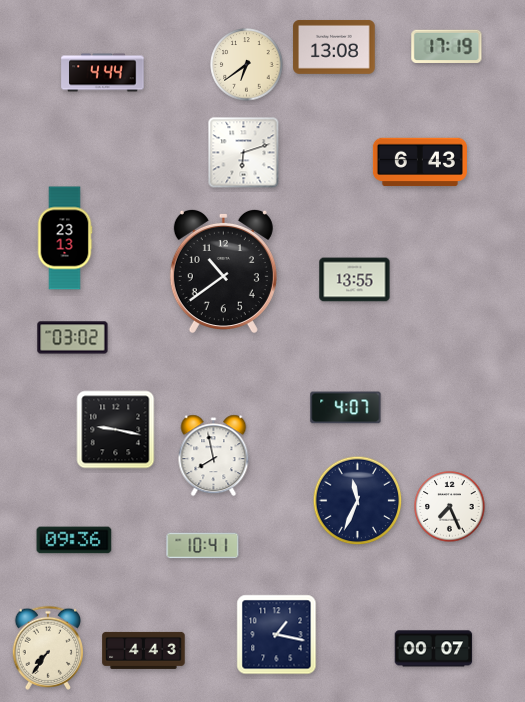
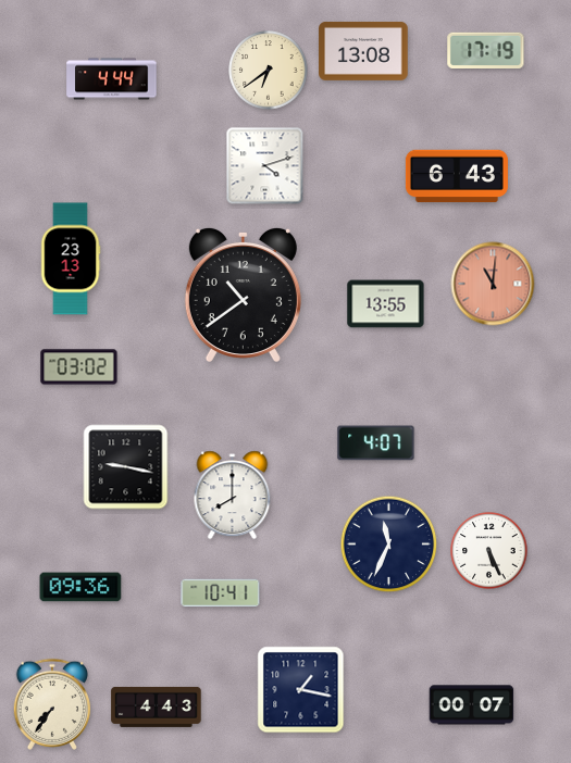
clock at (244, 153): 6:12 -> 4:12
clock at (493, 284): none -> 11:01
clock at (214, 456): 7:58 -> 8:00
clock at (450, 507): 7:26 -> 5:26
